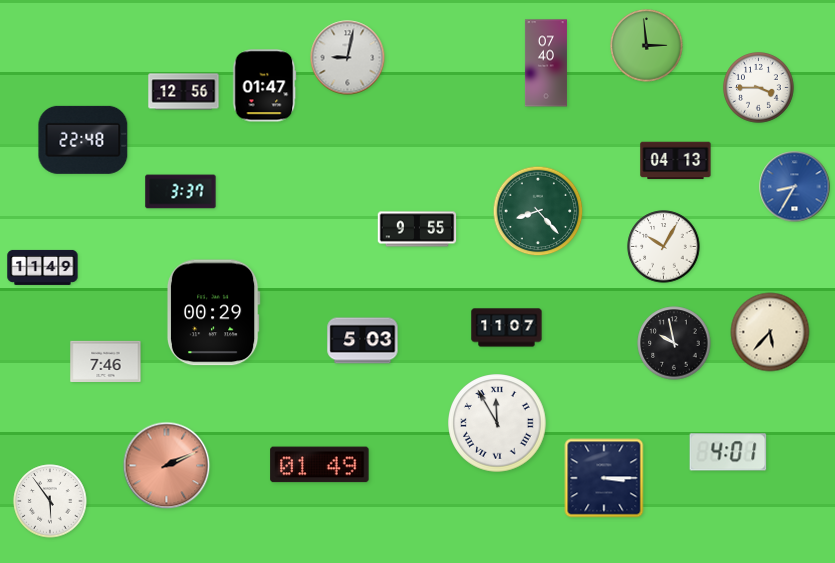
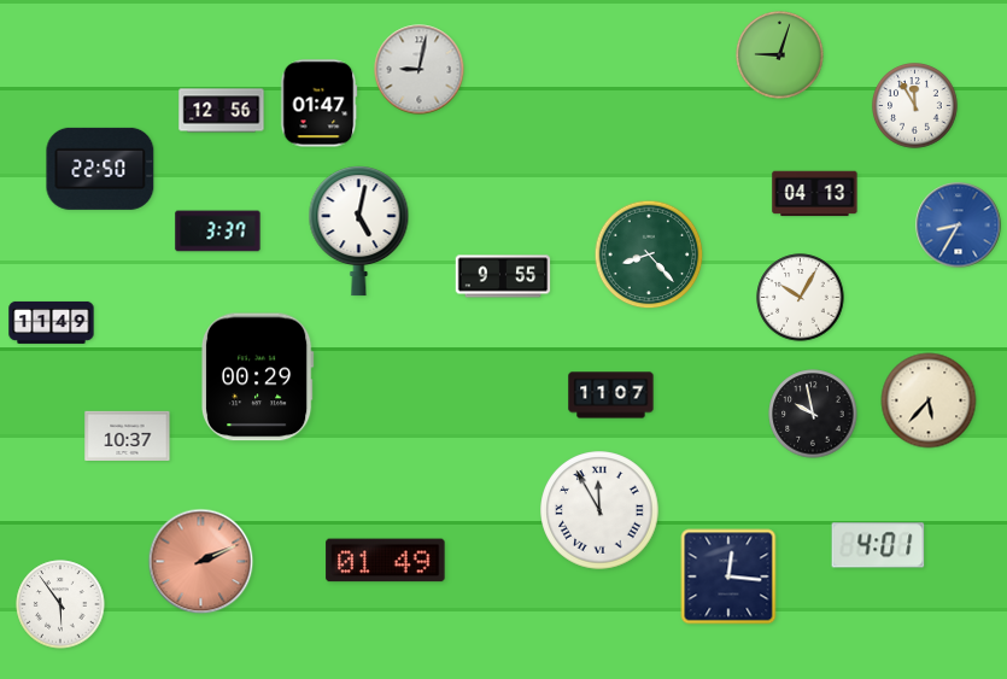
clock at (647, 46): 2:59 -> 9:03
clock at (546, 63): 07:40 -> none
clock at (759, 88): 3:45 -> 11:55
clock at (83, 140): 22:48 -> 22:50
clock at (359, 232): none -> 5:02
clock at (363, 341): 5:03 -> none
clock at (106, 361): 7:46 -> 10:37
clock at (604, 478): 3:15 -> 12:16
